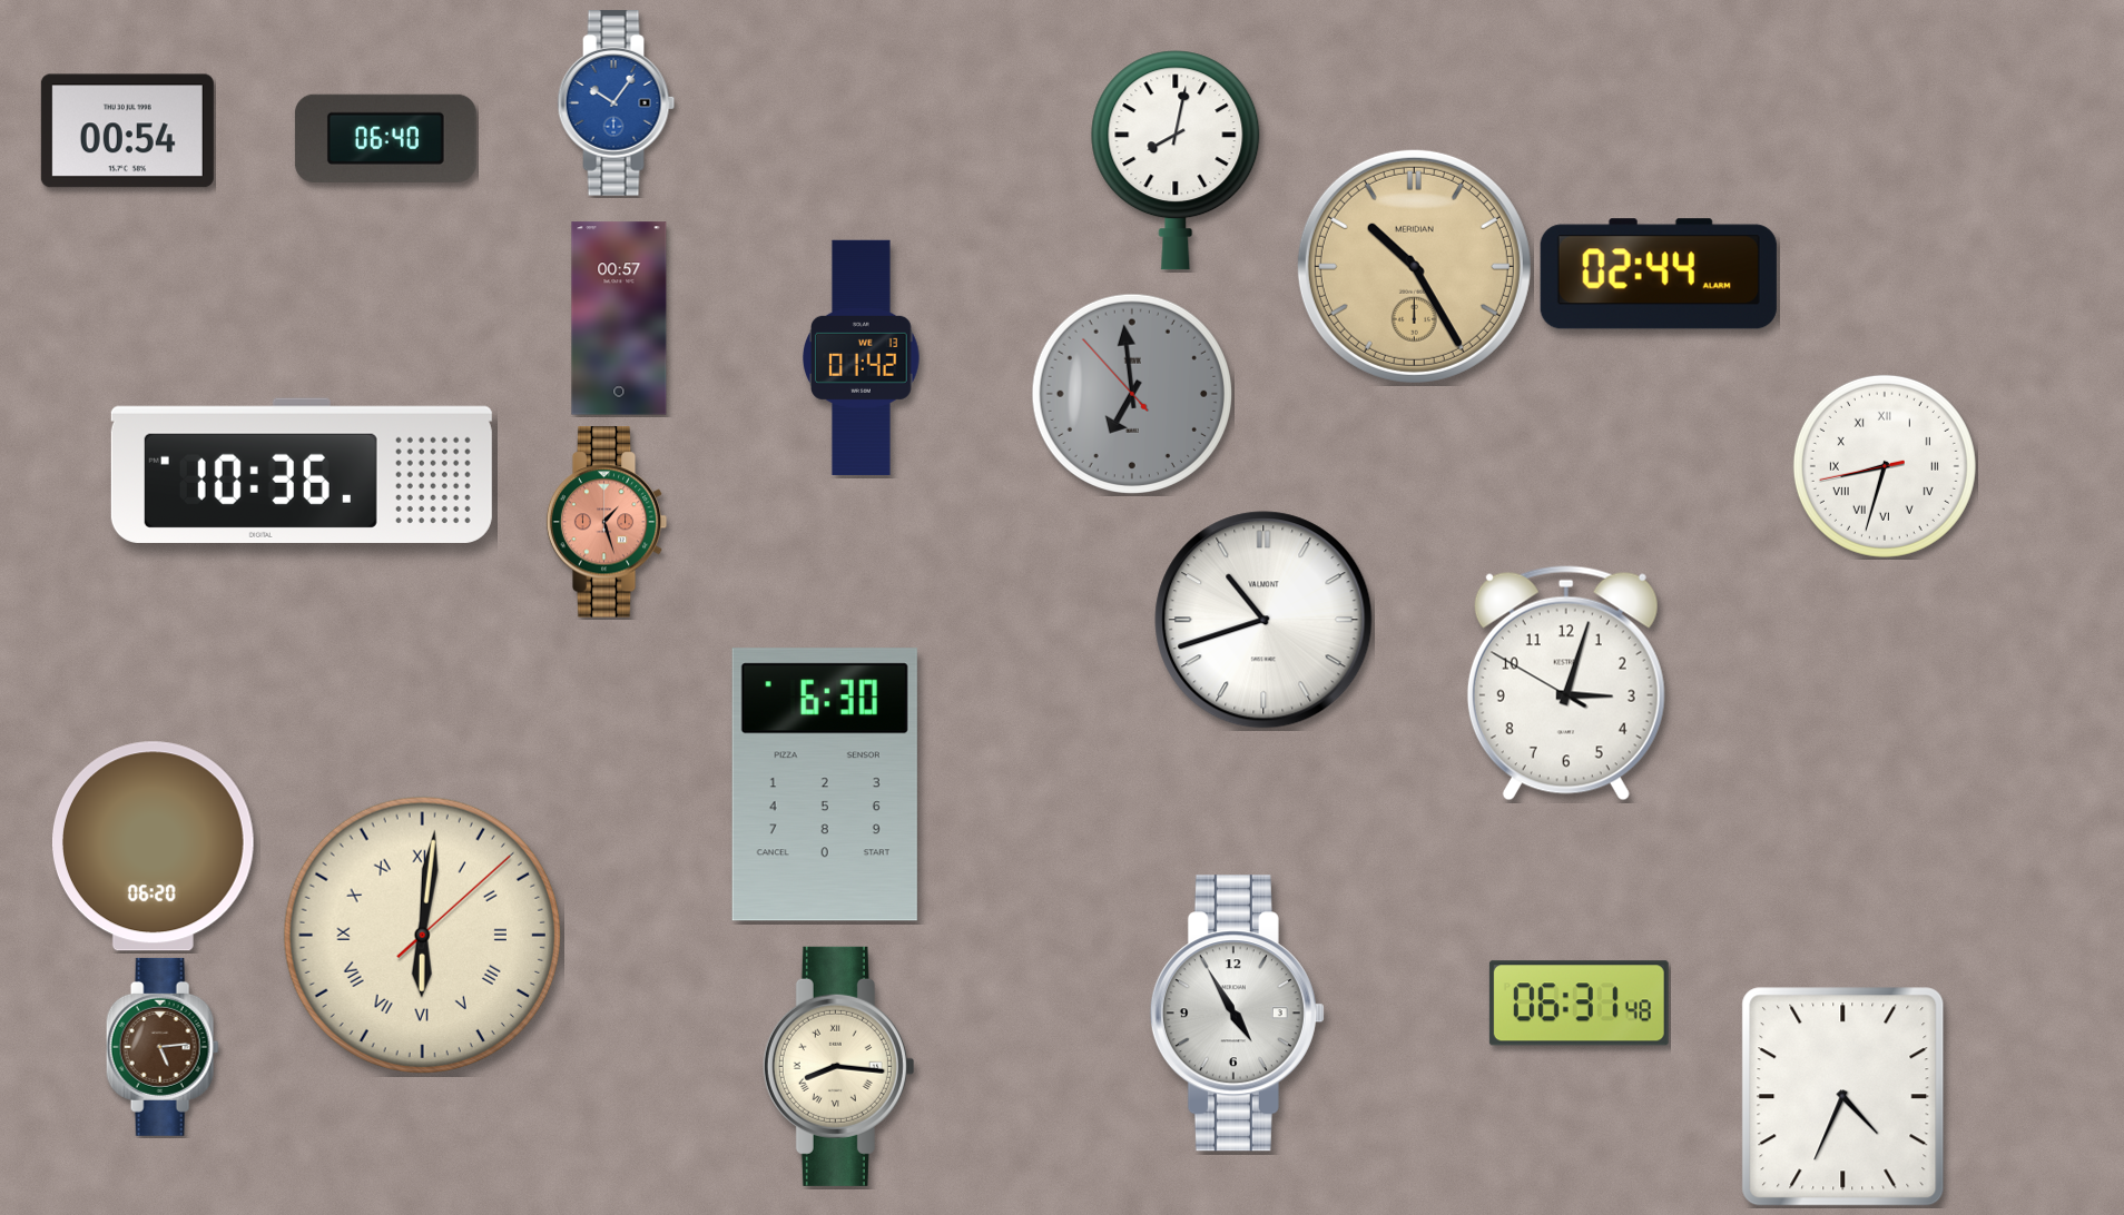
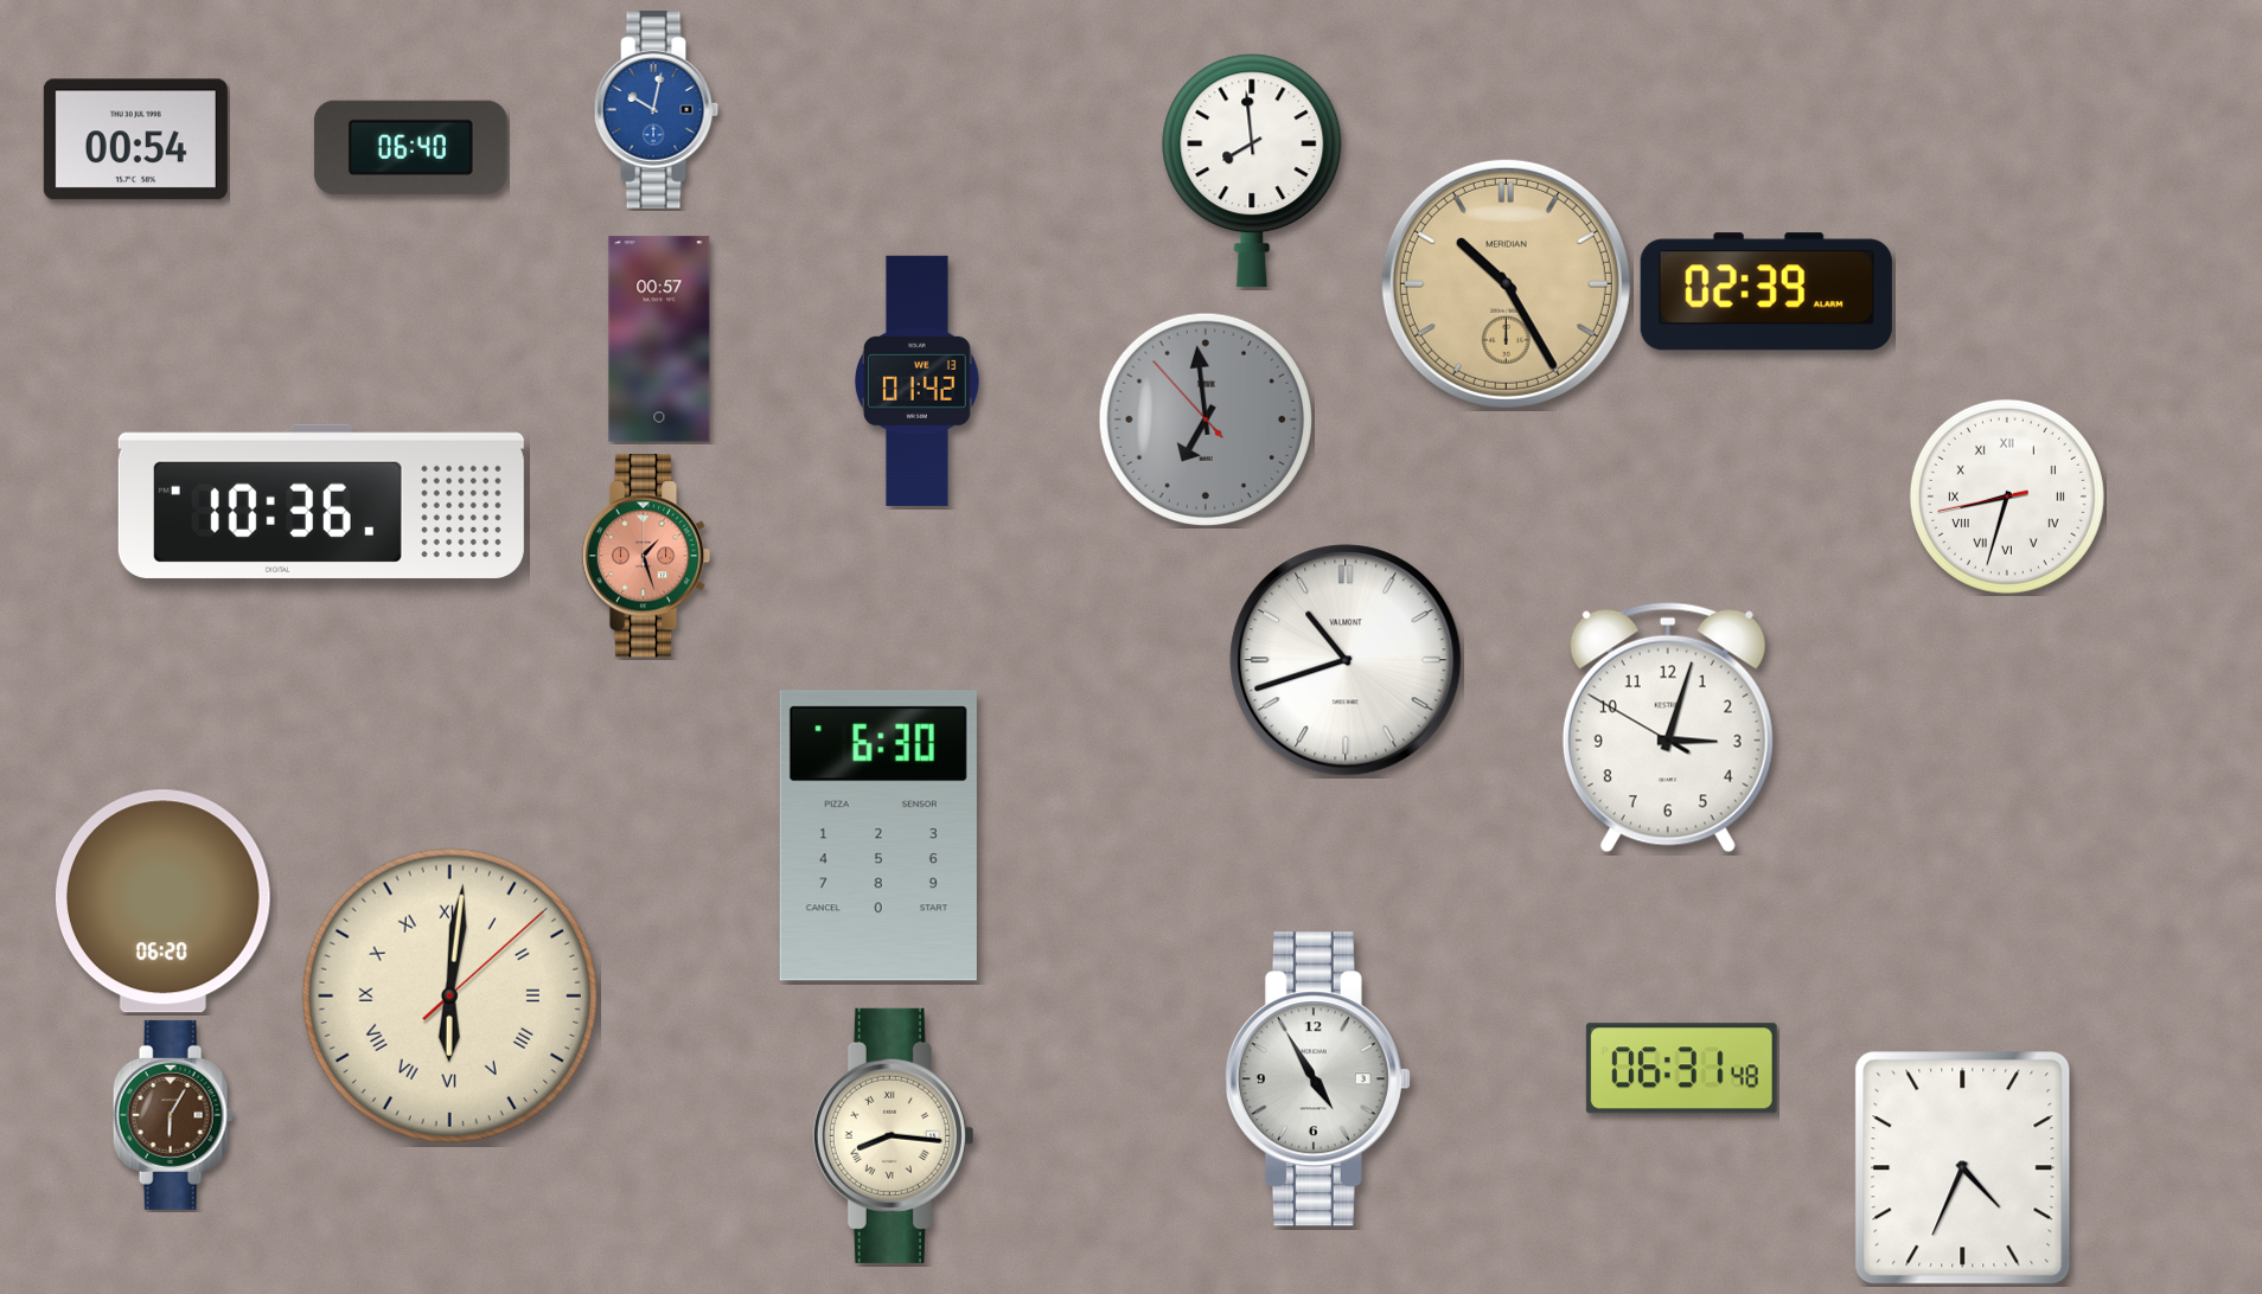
clock at (617, 103): 10:06 -> 10:02
clock at (1176, 160): 8:02 -> 7:59
clock at (1659, 274): 02:44 -> 02:39
clock at (163, 1047): 5:14 -> 6:05
